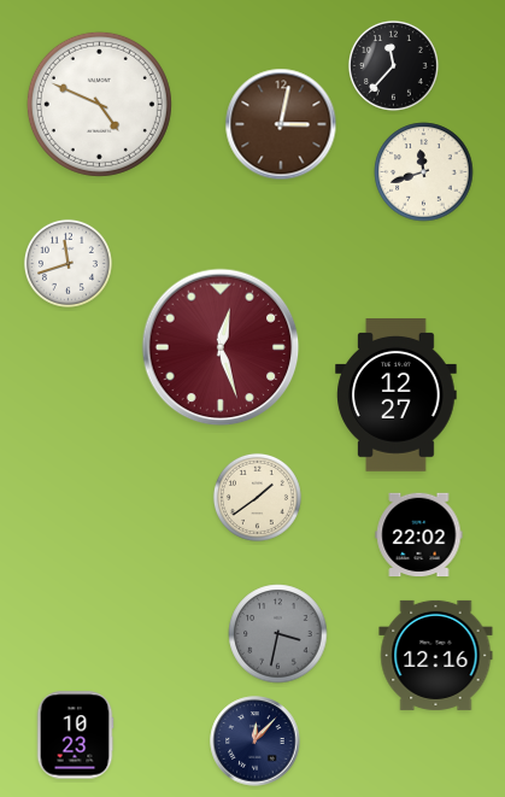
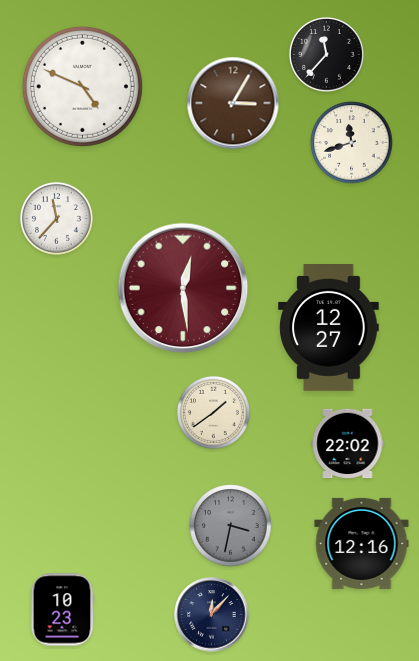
clock at (281, 124): 3:02 -> 3:05
clock at (67, 263): 11:42 -> 11:37
clock at (221, 347): 12:27 -> 12:29
